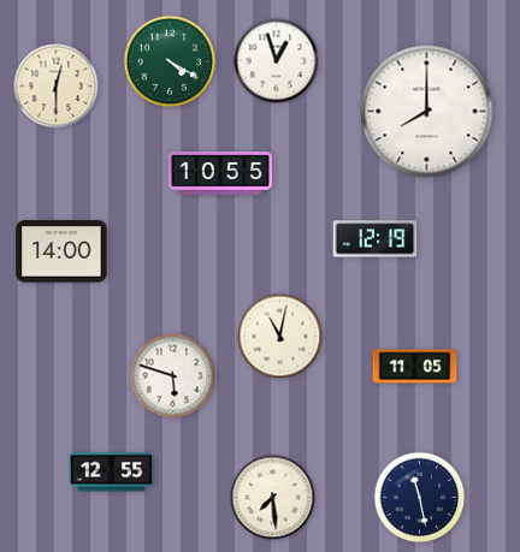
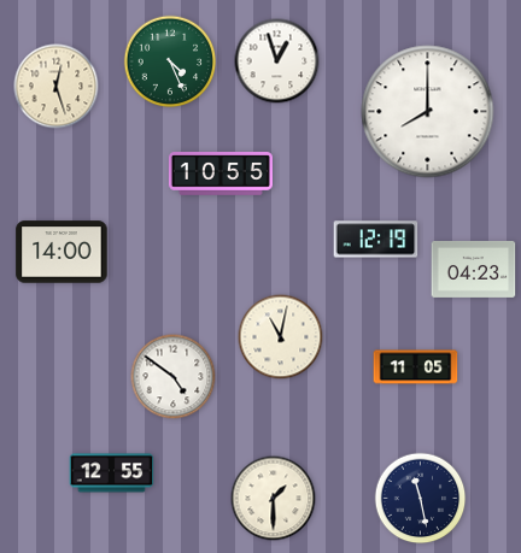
clock at (170, 61): 4:20 -> 4:26
clock at (57, 87): 12:30 -> 12:27
clock at (474, 269): none -> 04:23
clock at (173, 376): 5:48 -> 4:51
clock at (273, 498): 7:29 -> 1:30
